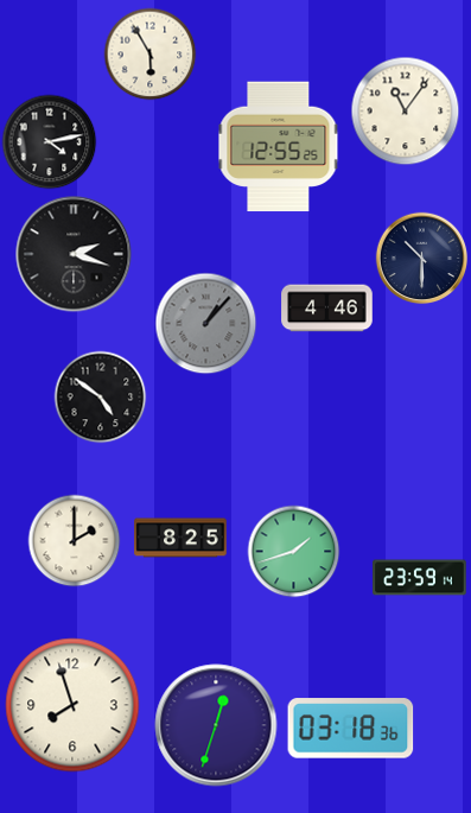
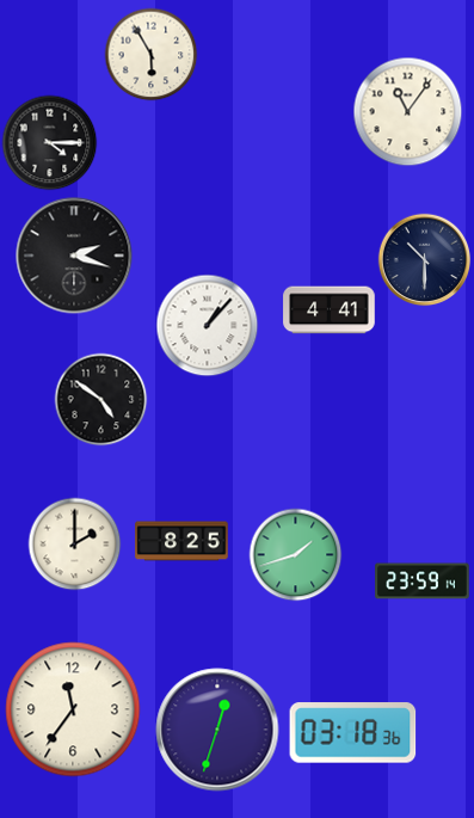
clock at (49, 141): 4:13 -> 4:15
clock at (279, 147): 12:55 -> none
clock at (327, 309): 4:46 -> 4:41
clock at (205, 323) dial: grey -> white
clock at (72, 705): 7:57 -> 11:36
